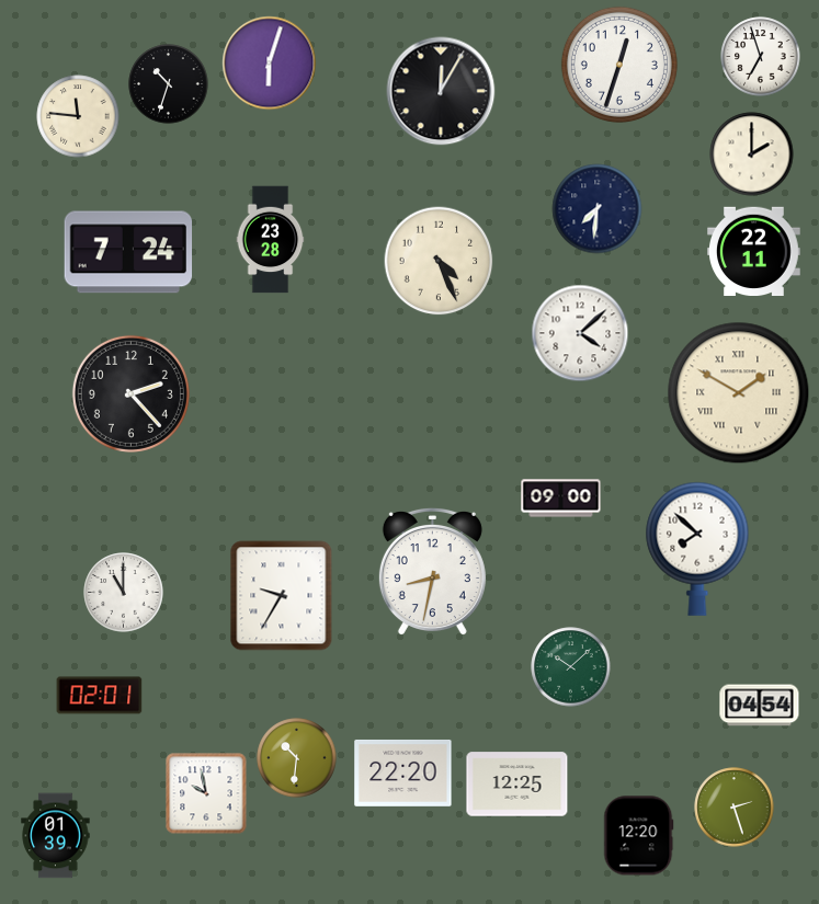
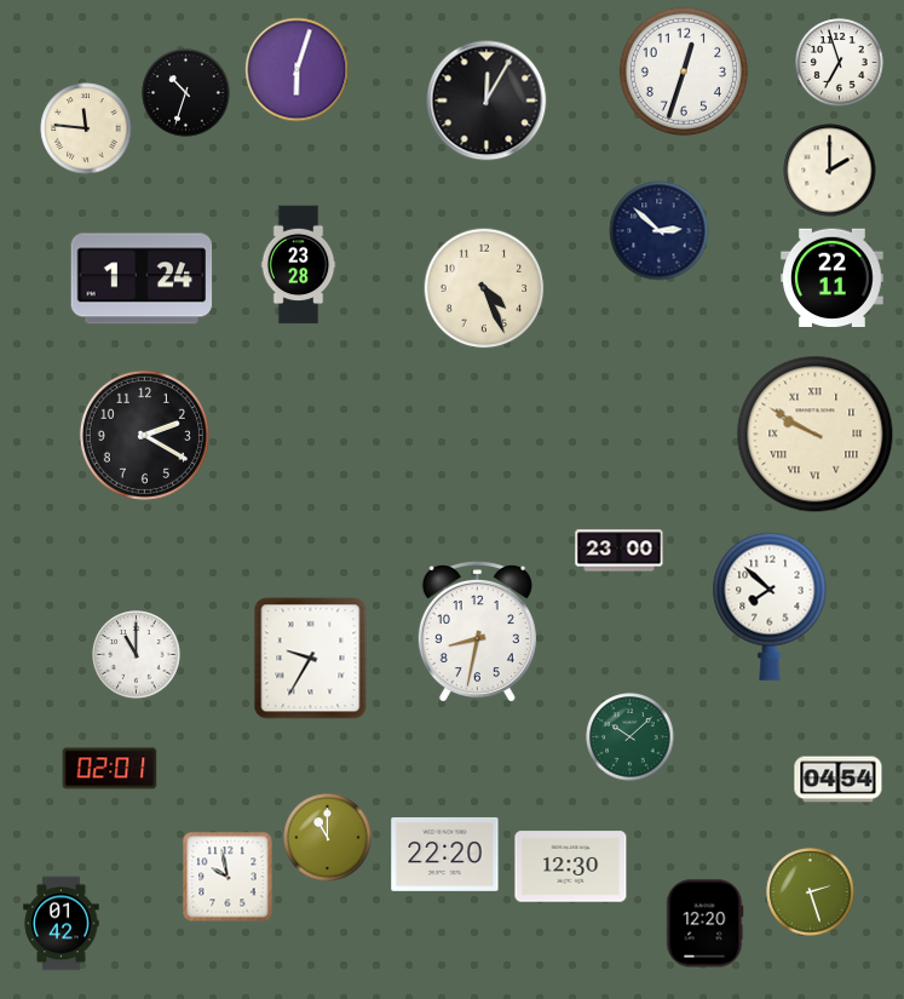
clock at (598, 209): 7:31 -> 2:52
clock at (128, 252): 7:24 -> 1:24
clock at (580, 333): 4:08 -> none
clock at (130, 393): 2:23 -> 2:20
clock at (739, 393): 1:50 -> 9:50
clock at (561, 499): 09:00 -> 23:00
clock at (297, 758): 10:31 -> 11:00
clock at (517, 785): 12:25 -> 12:30
clock at (56, 836): 01:39 -> 01:42
